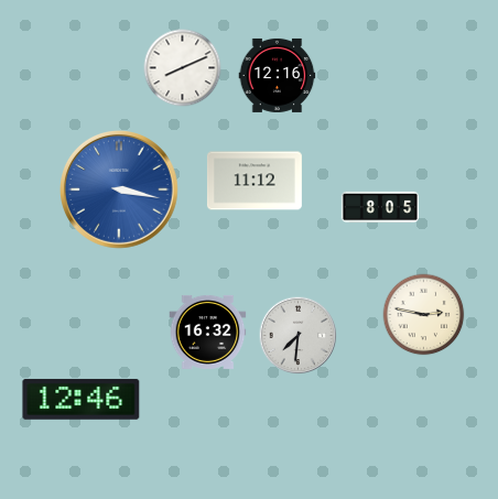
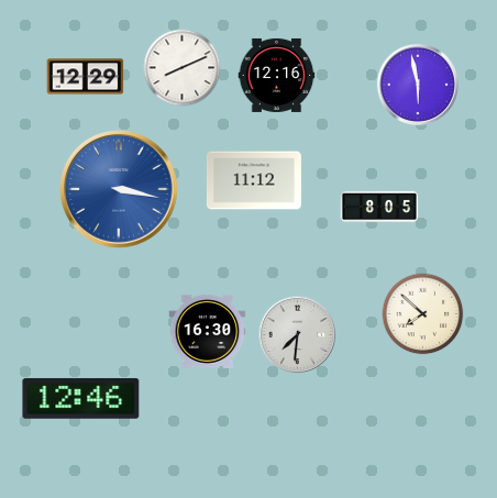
clock at (86, 77): none -> 12:29
clock at (418, 85): none -> 5:58
clock at (424, 315): 2:47 -> 7:52
clock at (208, 332): 16:32 -> 16:30
